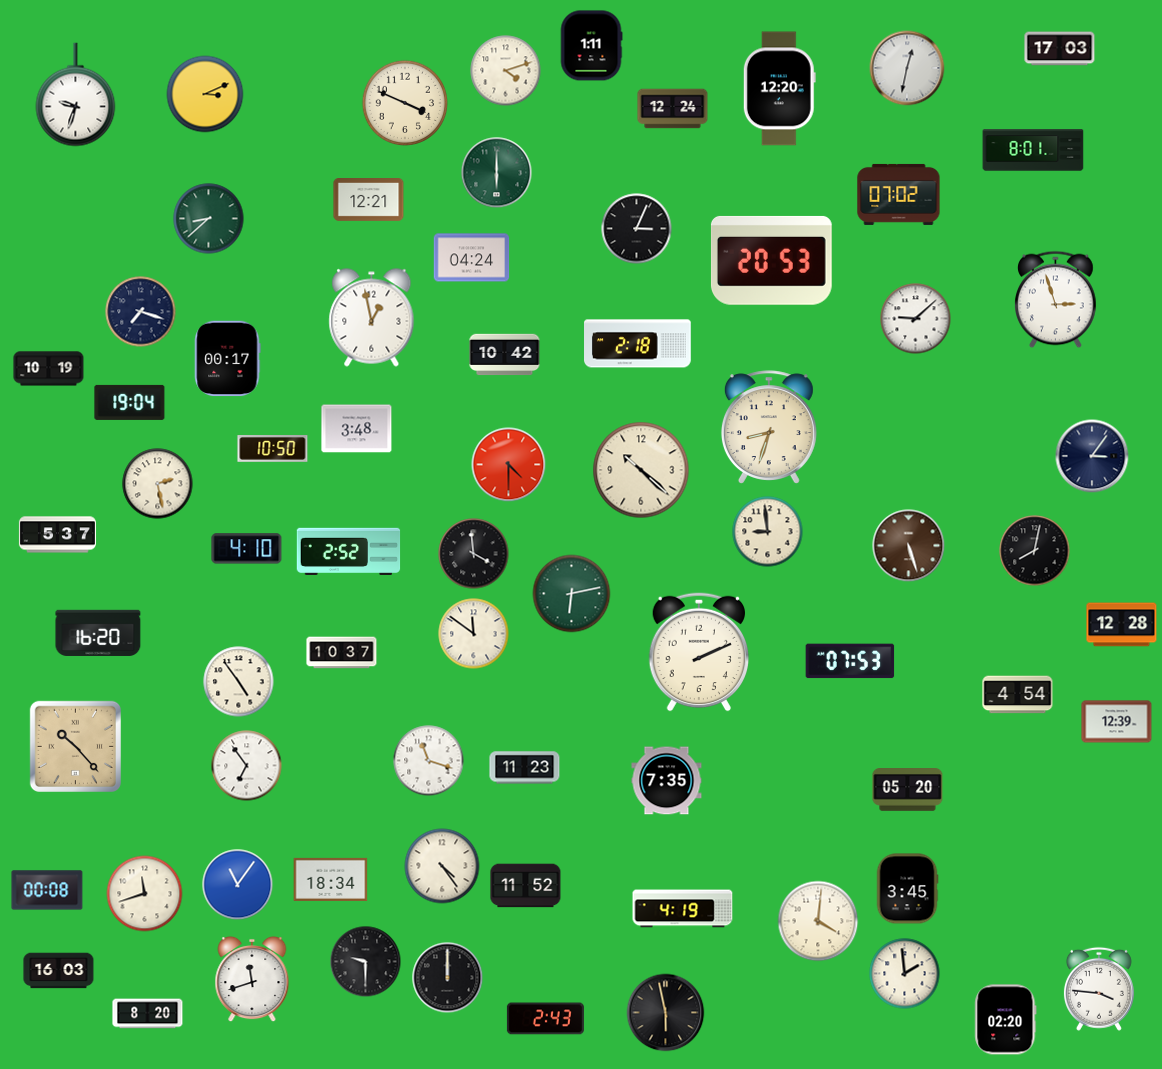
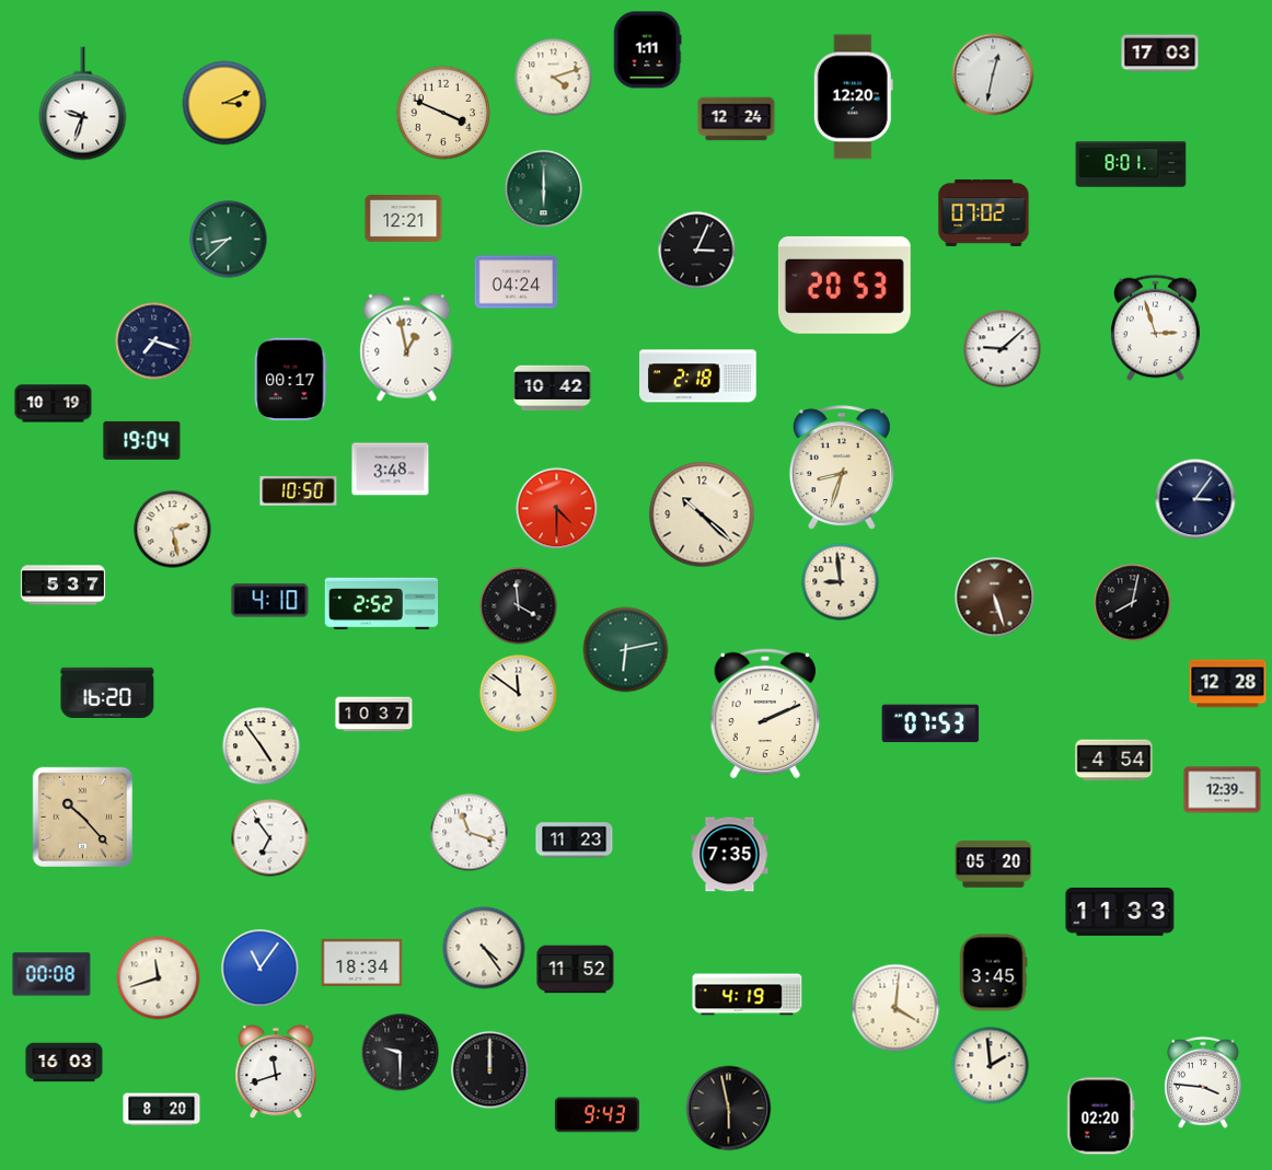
clock at (228, 359) position: (228, 359) -> (291, 380)
clock at (1120, 913): none -> 11:33
clock at (545, 1019): 2:43 -> 9:43
